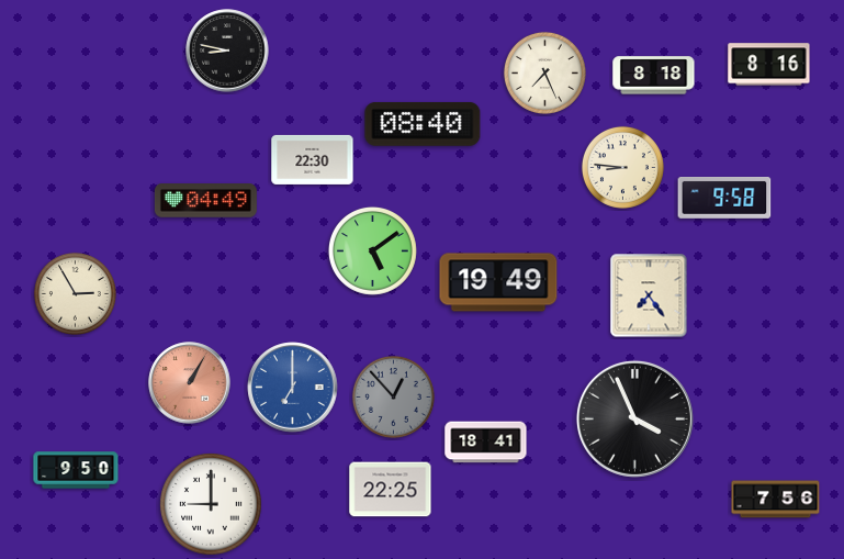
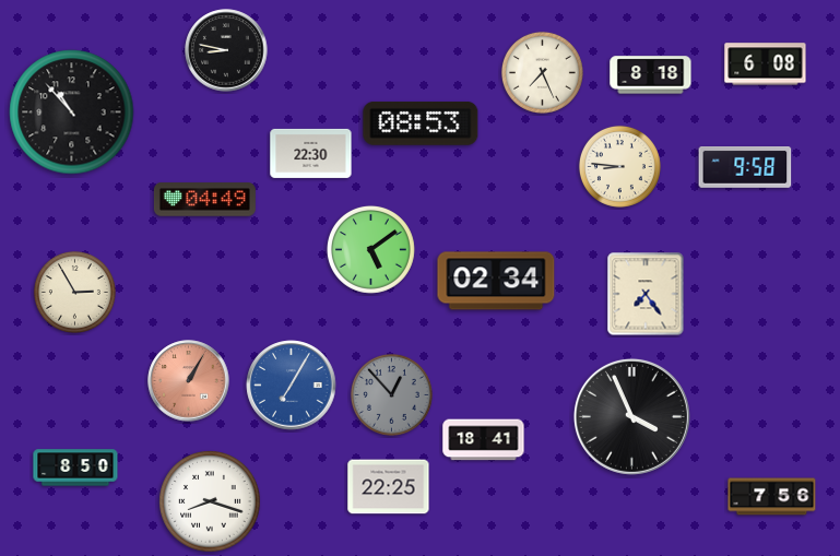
clock at (769, 65): 8:16 -> 6:08
clock at (72, 113): none -> 10:53
clock at (423, 124): 08:40 -> 08:53
clock at (313, 159) position: (313, 159) -> (311, 153)
clock at (724, 199) position: (724, 199) -> (745, 168)
clock at (498, 282): 19:49 -> 02:34
clock at (293, 388): 7:00 -> 7:05
clock at (76, 470): 9:50 -> 8:50
clock at (211, 504): 9:00 -> 8:18
